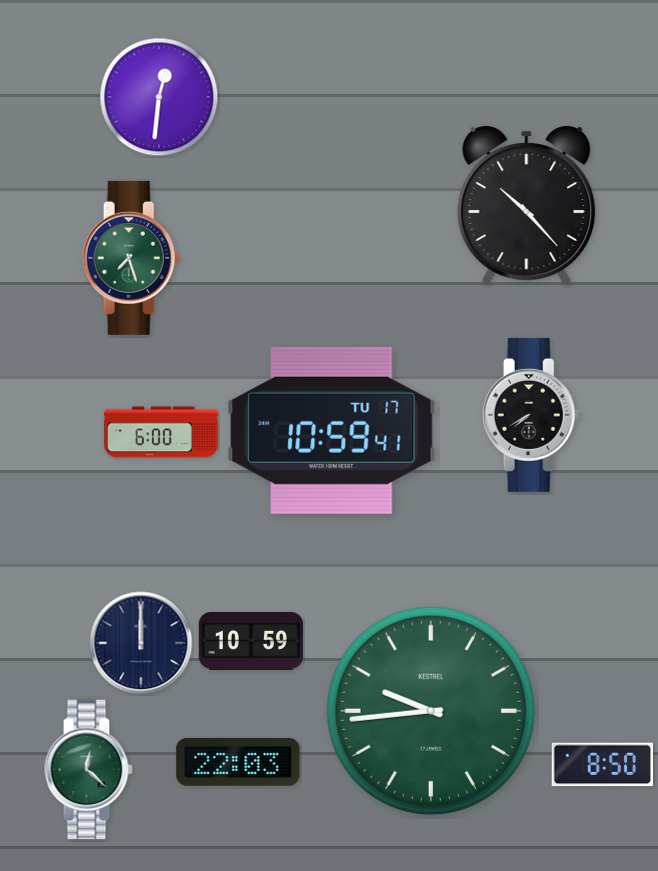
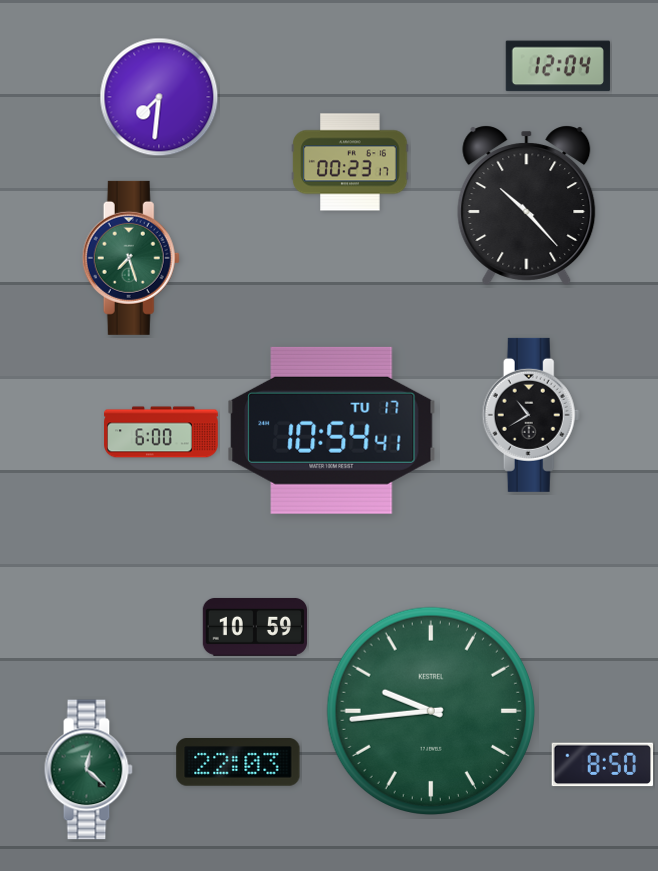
clock at (558, 66): none -> 12:04
clock at (159, 97): 12:31 -> 7:31
clock at (350, 162): none -> 00:23
clock at (531, 415): 7:40 -> 10:40
clock at (332, 430): 10:59 -> 10:54
clock at (250, 641) position: (250, 641) -> (254, 627)
clock at (141, 643): 12:00 -> none
